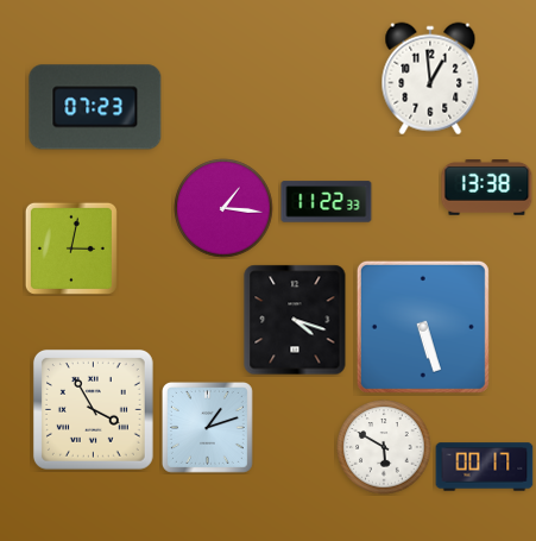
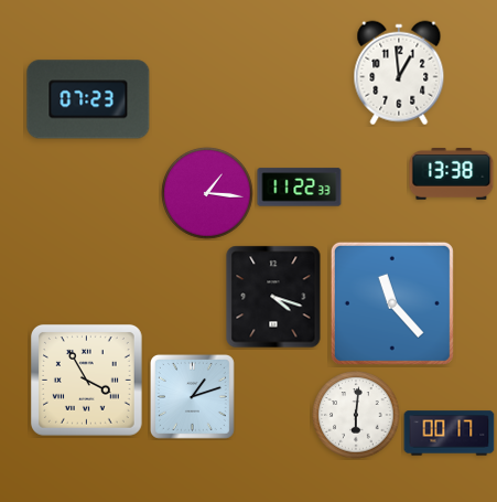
clock at (327, 202) position: (327, 202) -> (300, 188)
clock at (71, 249): 3:02 -> none
clock at (423, 327): 5:27 -> 11:23
clock at (384, 447): 5:50 -> 6:01
